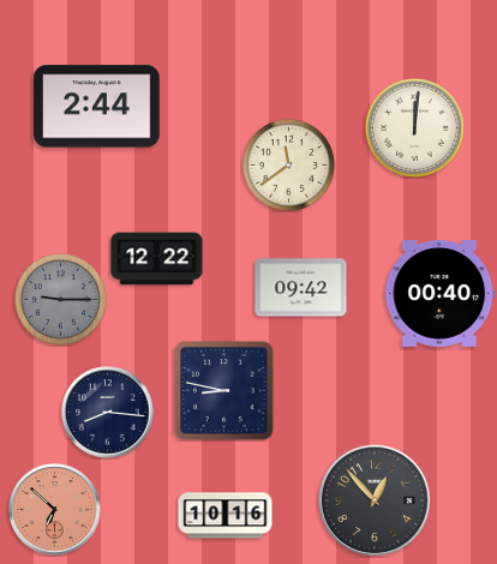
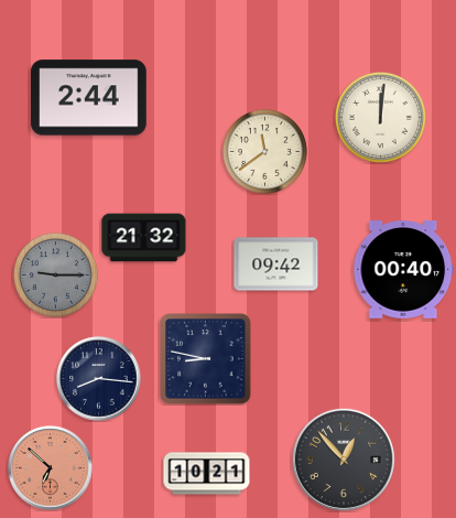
clock at (157, 259): 12:22 -> 21:32
clock at (226, 516): 10:16 -> 10:21
